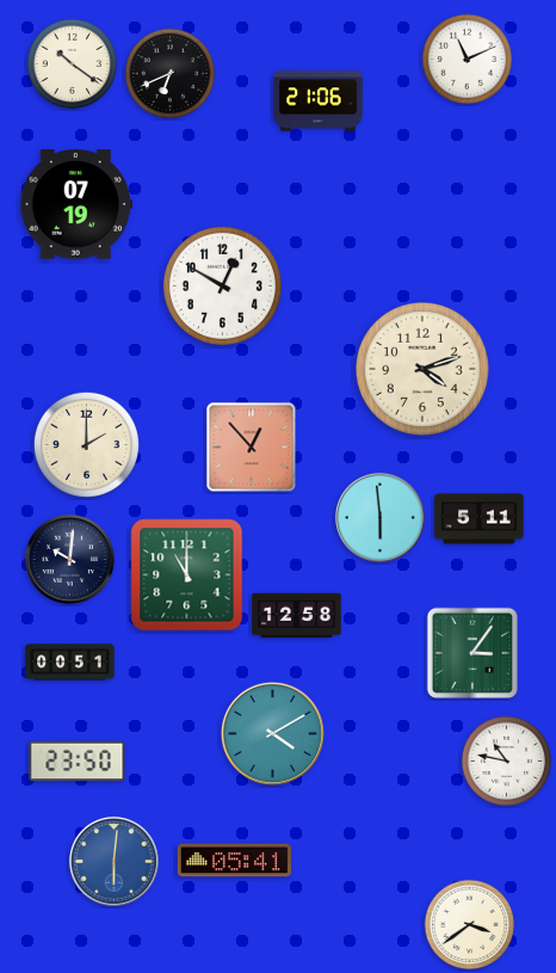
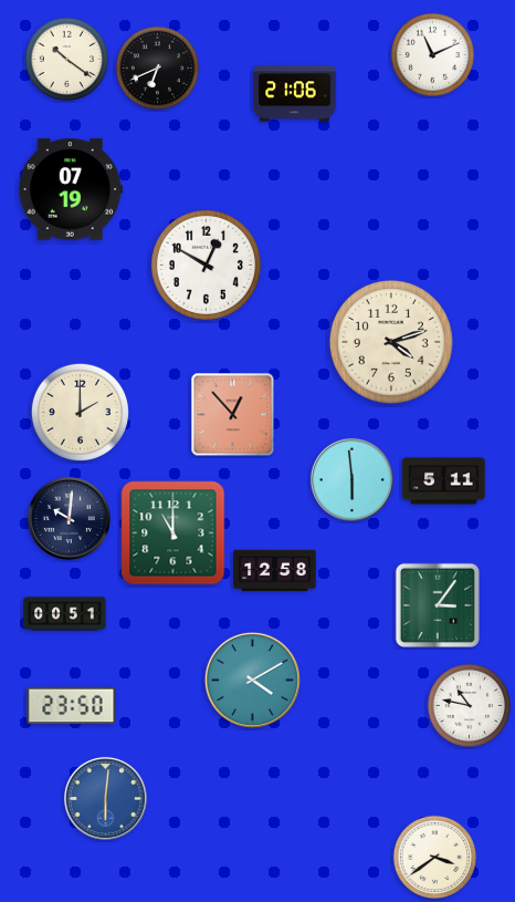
clock at (69, 559) position: (69, 559) -> (69, 518)
clock at (234, 861): 05:41 -> none
